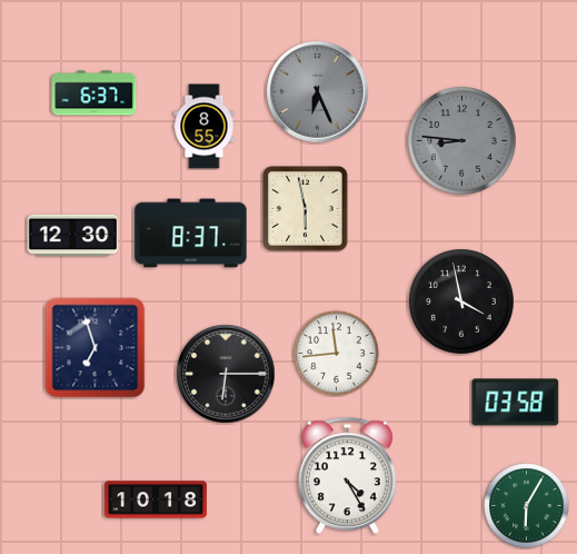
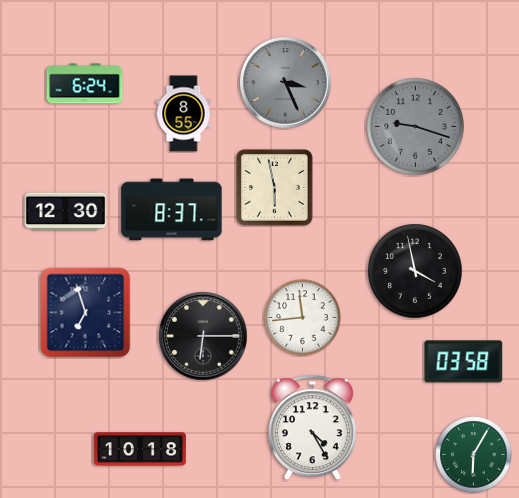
clock at (318, 92): 6:26 -> 3:26
clock at (94, 93): 6:37 -> 6:24
clock at (462, 141): 8:46 -> 9:18
